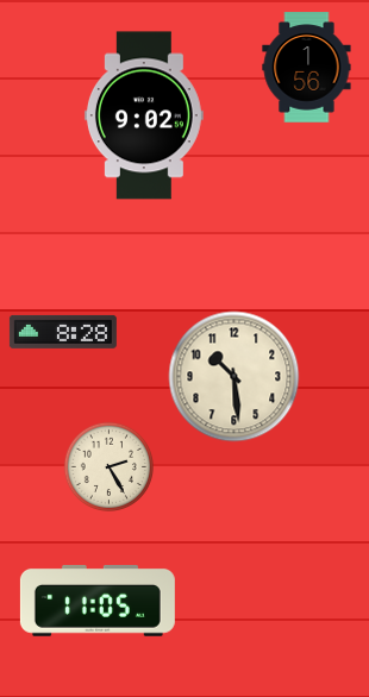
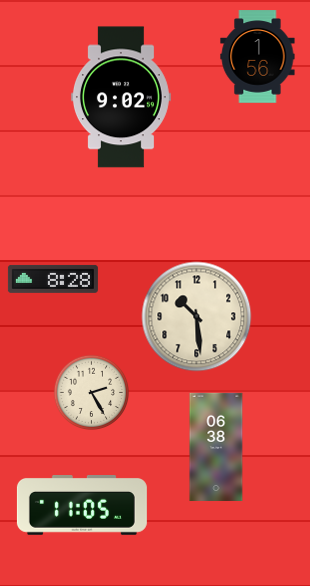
clock at (216, 447): none -> 06:38
